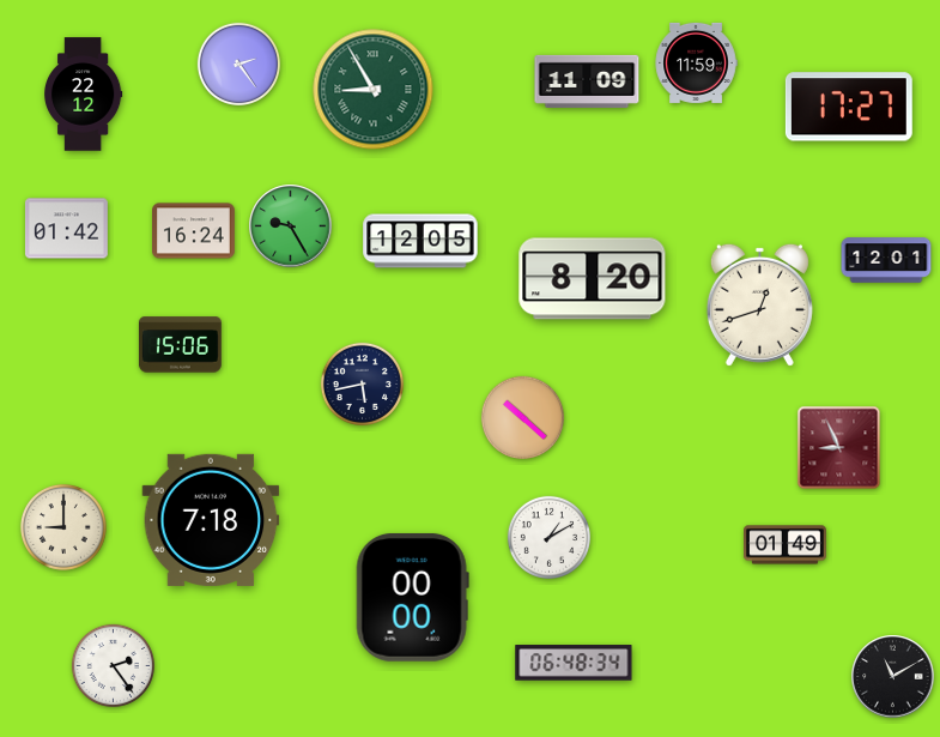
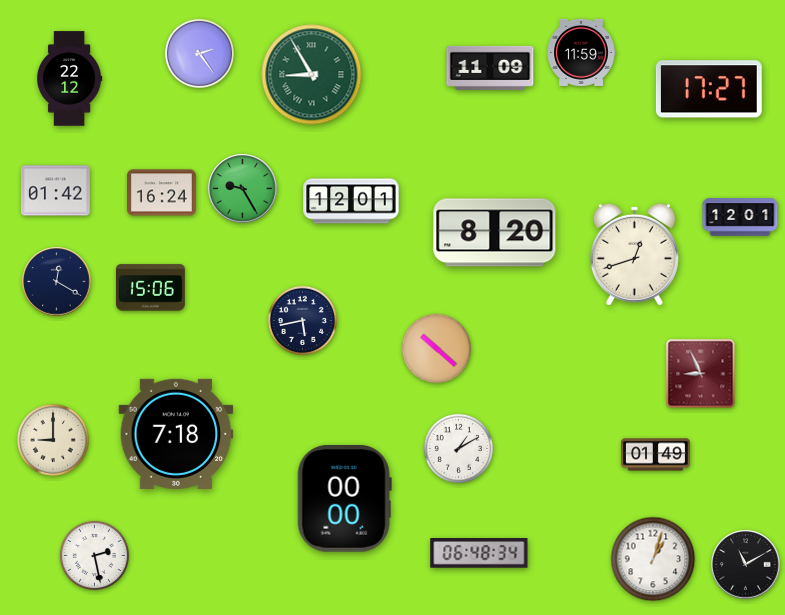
clock at (420, 241): 12:05 -> 12:01
clock at (57, 282): none -> 12:20
clock at (113, 665): 2:24 -> 2:28
clock at (653, 559): none -> 1:03
